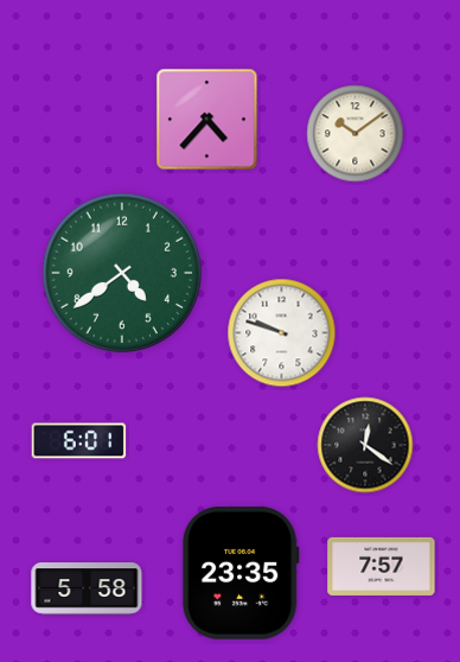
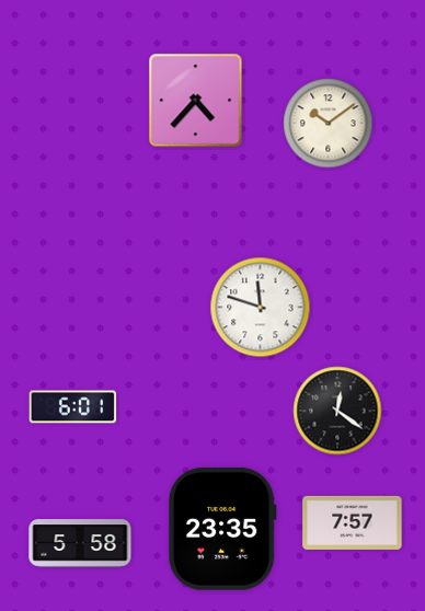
clock at (207, 120) position: (207, 120) -> (196, 101)
clock at (122, 273): 4:39 -> none
clock at (282, 333): 9:48 -> 11:48
